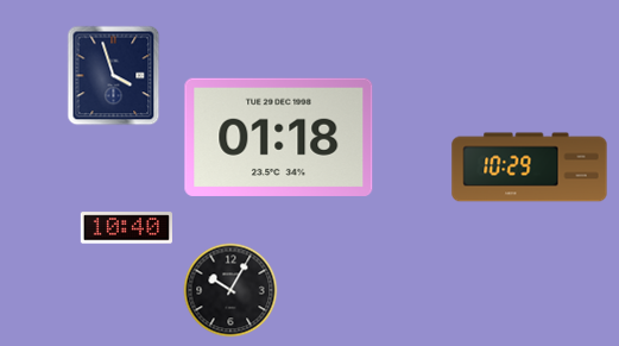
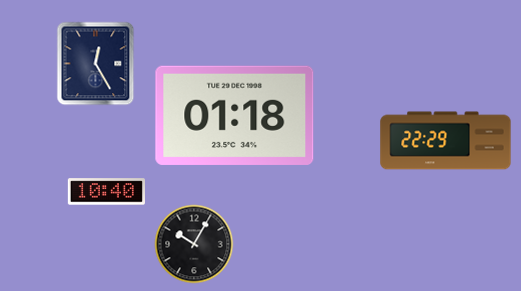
clock at (114, 76): 3:57 -> 12:25
clock at (530, 168): 10:29 -> 22:29
